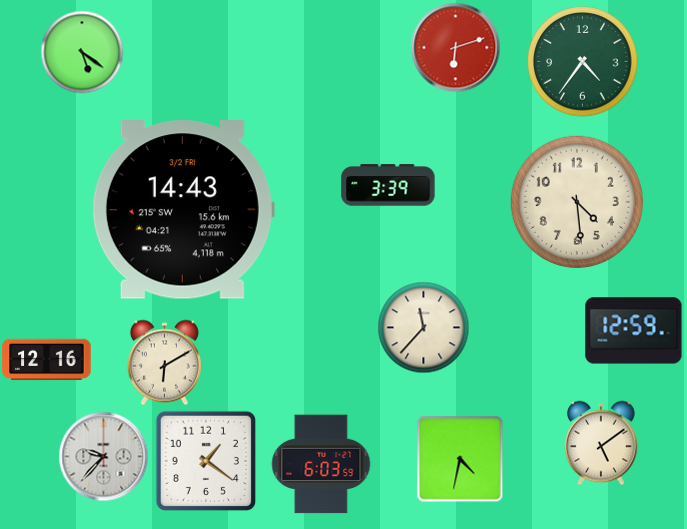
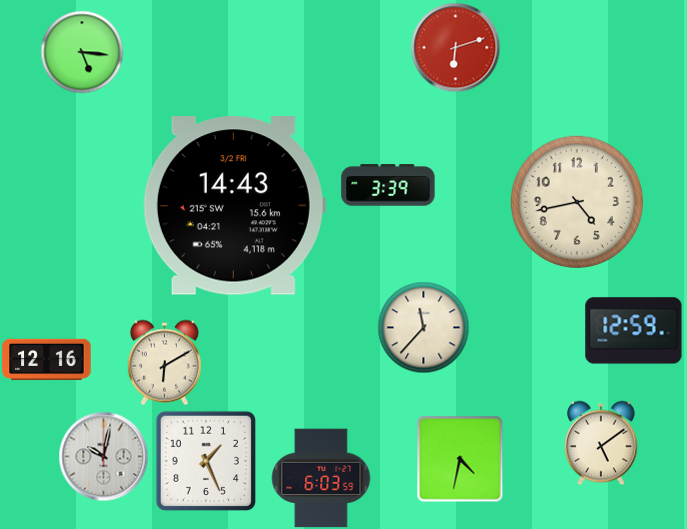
clock at (82, 52): 5:21 -> 5:16
clock at (583, 62): 4:36 -> none
clock at (577, 202): 4:29 -> 4:43
clock at (183, 210) position: (183, 210) -> (234, 206)
clock at (103, 456): 9:37 -> 10:02
clock at (206, 461): 1:21 -> 1:26
clock at (321, 464) position: (321, 464) -> (321, 478)
